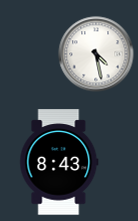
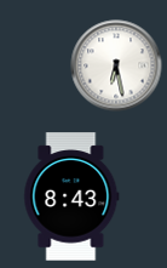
clock at (96, 54): 4:28 -> 6:28
